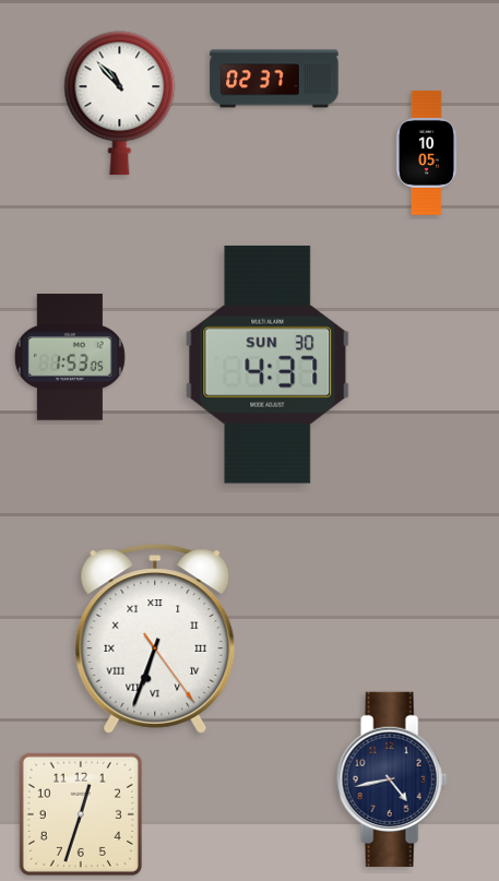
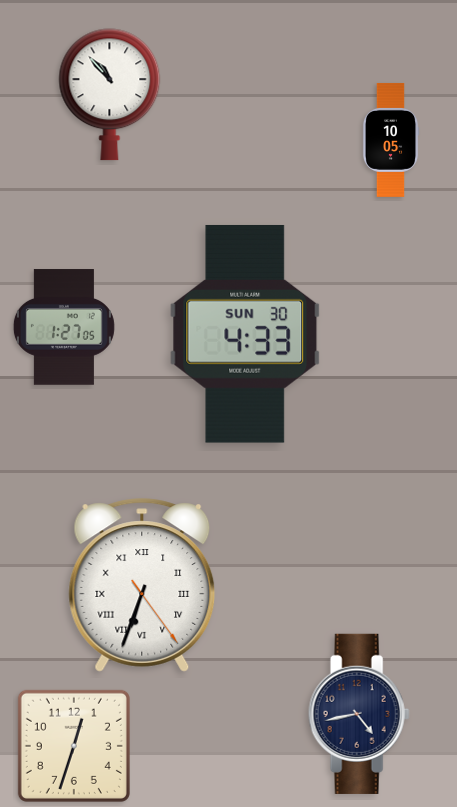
clock at (274, 79): 02:37 -> none
clock at (70, 357): 1:53 -> 1:27
clock at (268, 365): 4:37 -> 4:33
